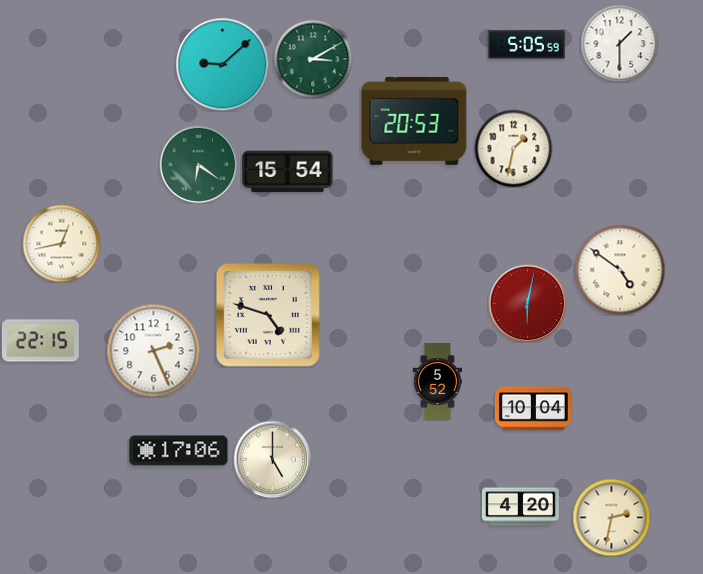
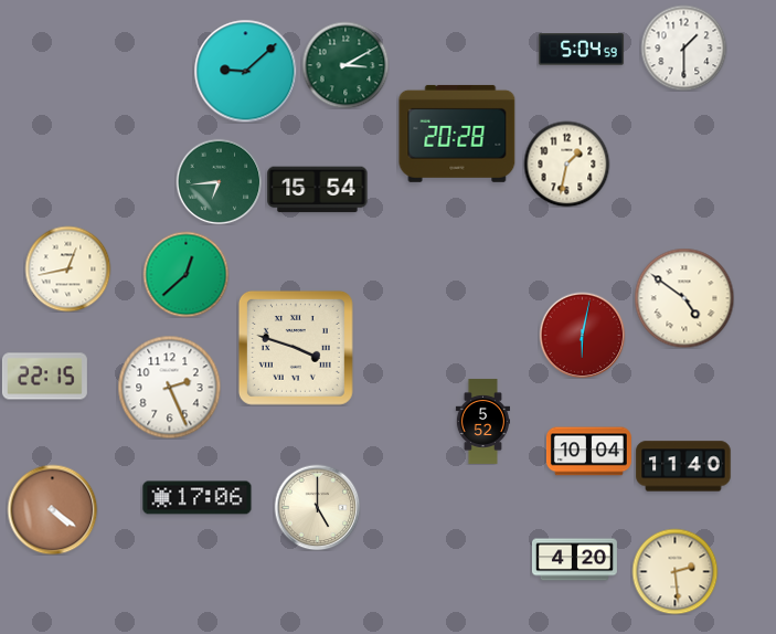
clock at (526, 45): 5:05 -> 5:04
clock at (414, 121): 20:53 -> 20:28
clock at (198, 164): 6:21 -> 6:44
clock at (185, 274): none -> 12:38
clock at (268, 315): 4:48 -> 3:48
clock at (683, 466): none -> 11:40
clock at (272, 459) position: (272, 459) -> (317, 507)
clock at (52, 509): none -> 4:21
clock at (611, 517): 2:32 -> 2:29
